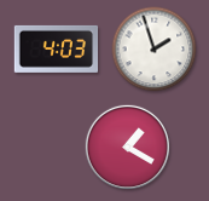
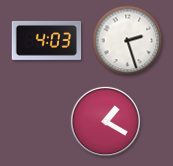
clock at (155, 50): 1:57 -> 2:27
